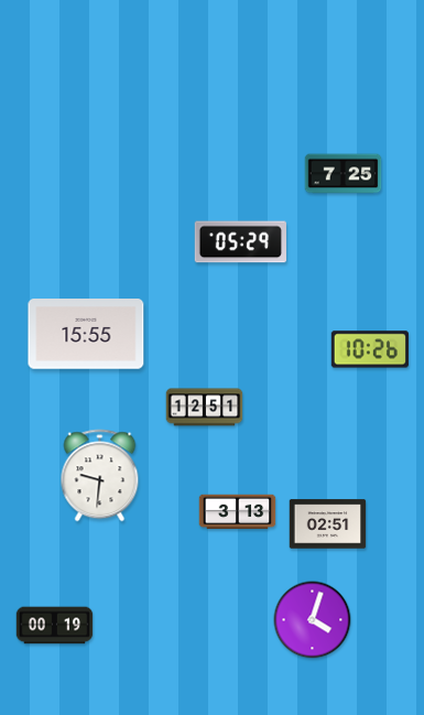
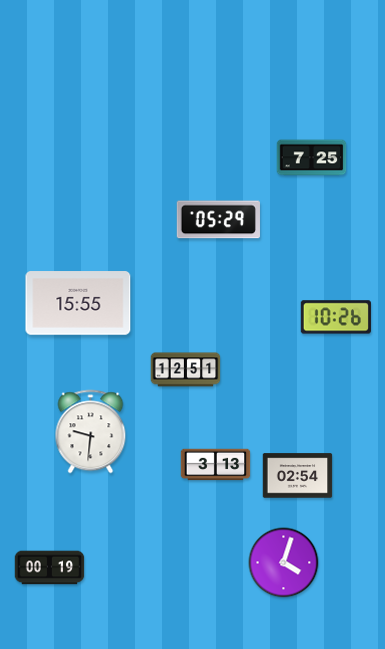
clock at (328, 524): 02:51 -> 02:54
